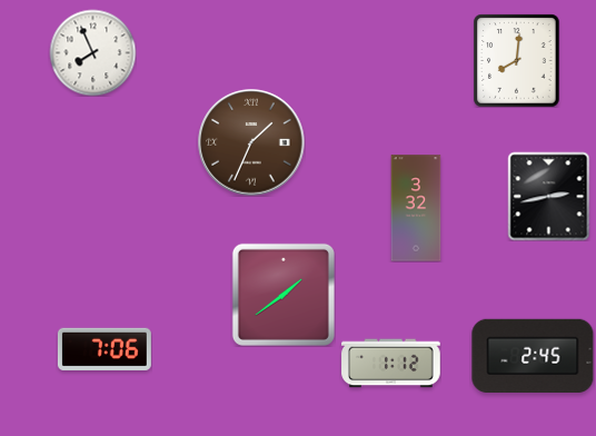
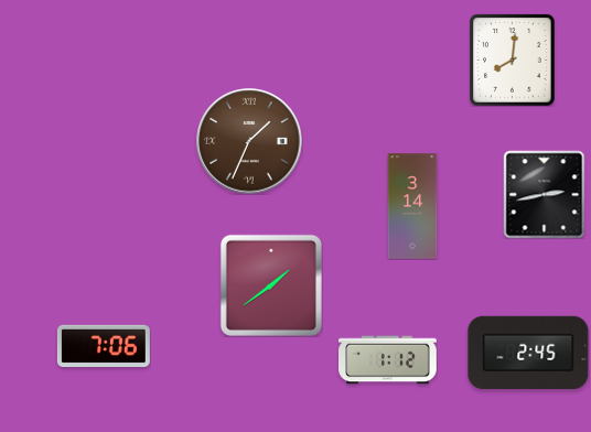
clock at (92, 52): 7:56 -> none
clock at (416, 208): 3:32 -> 3:14
clock at (284, 295) position: (284, 295) -> (271, 285)
